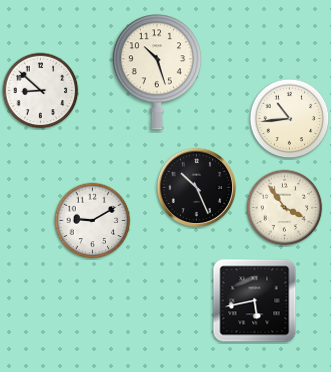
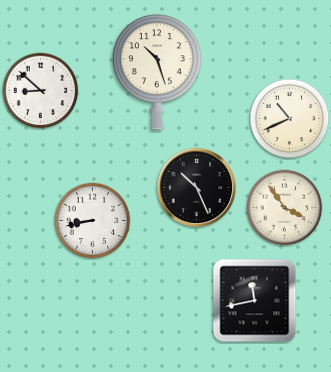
clock at (290, 119): 10:44 -> 10:41
clock at (93, 221): 9:10 -> 8:43
clock at (255, 301): 5:43 -> 11:43
